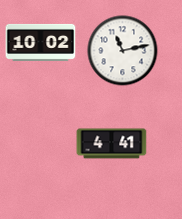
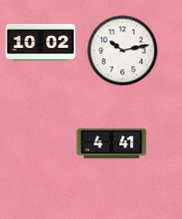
clock at (123, 51): 11:13 -> 10:13
